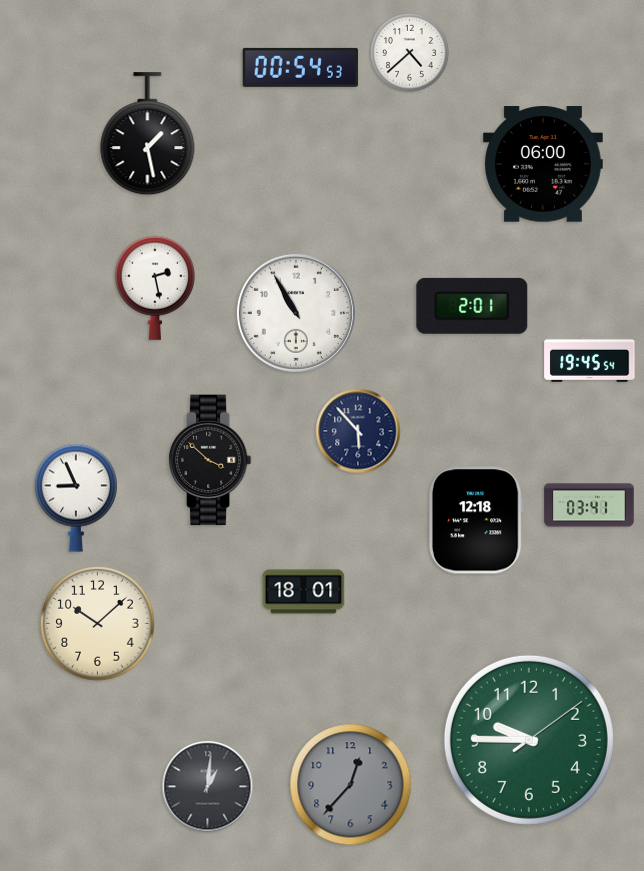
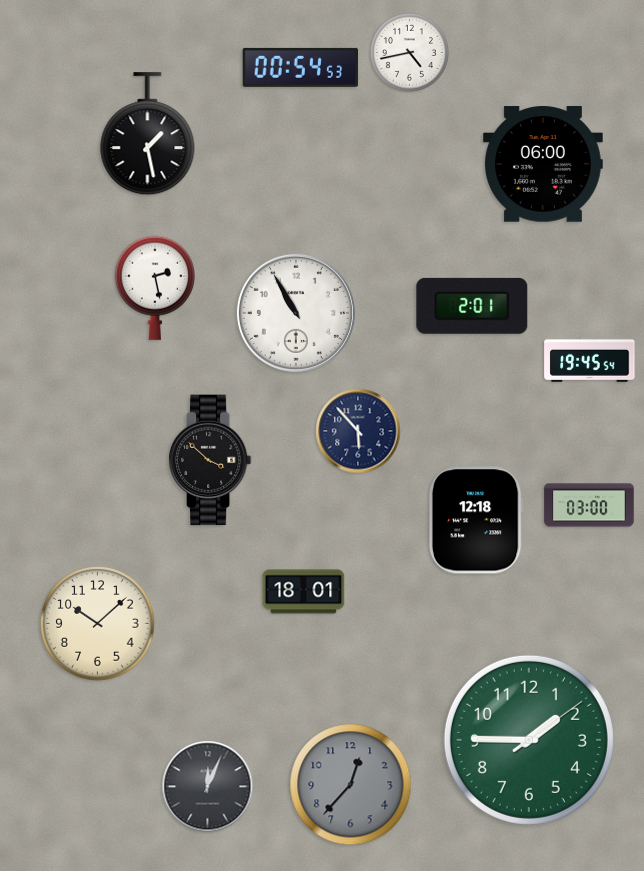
clock at (409, 52): 4:38 -> 4:43
clock at (76, 498): 8:56 -> none
clock at (589, 505): 03:41 -> 03:00
clock at (529, 740): 9:45 -> 1:45
clock at (208, 787): 1:01 -> 12:04
